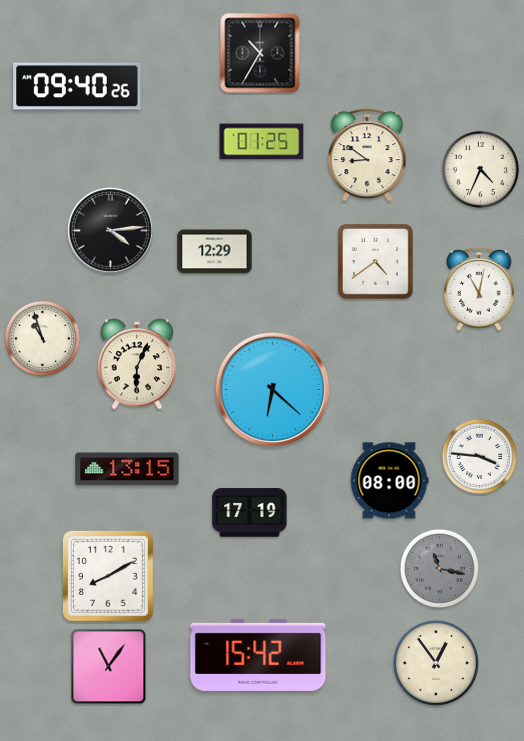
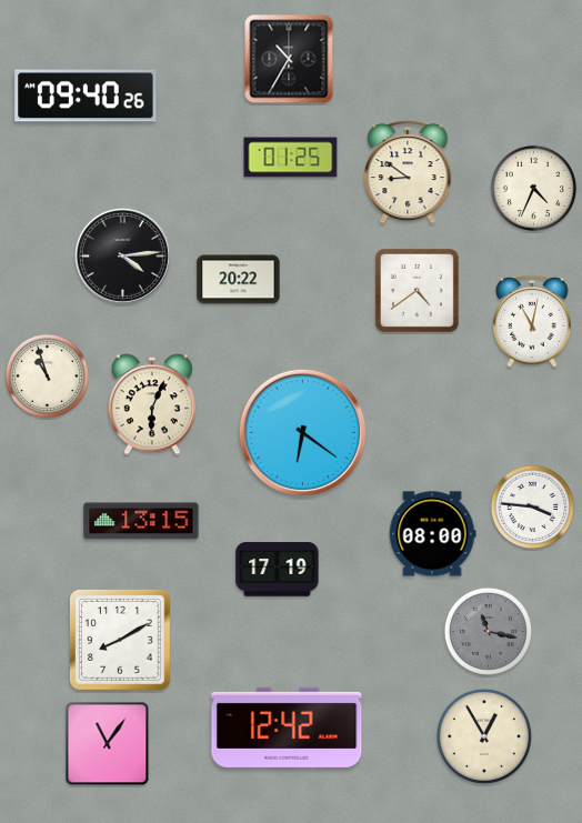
clock at (215, 252): 12:29 -> 20:22
clock at (272, 389): 6:22 -> 6:21
clock at (258, 655): 15:42 -> 12:42
clock at (436, 663): 12:54 -> 12:55
clock at (109, 667) position: (109, 667) -> (108, 744)
